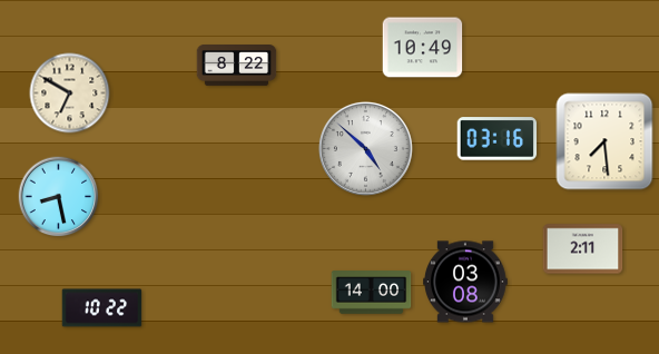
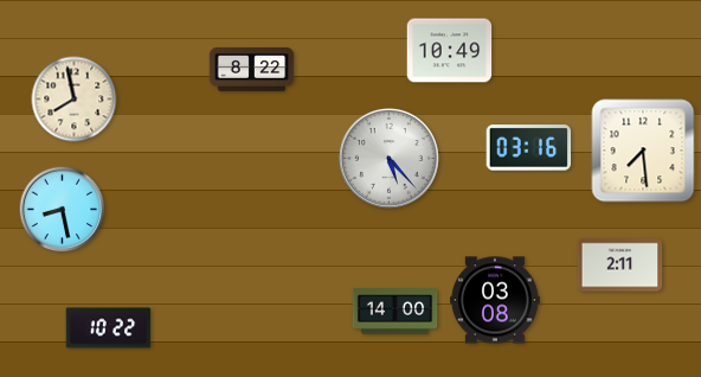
clock at (70, 94): 6:50 -> 7:58
clock at (365, 148): 4:52 -> 5:23
